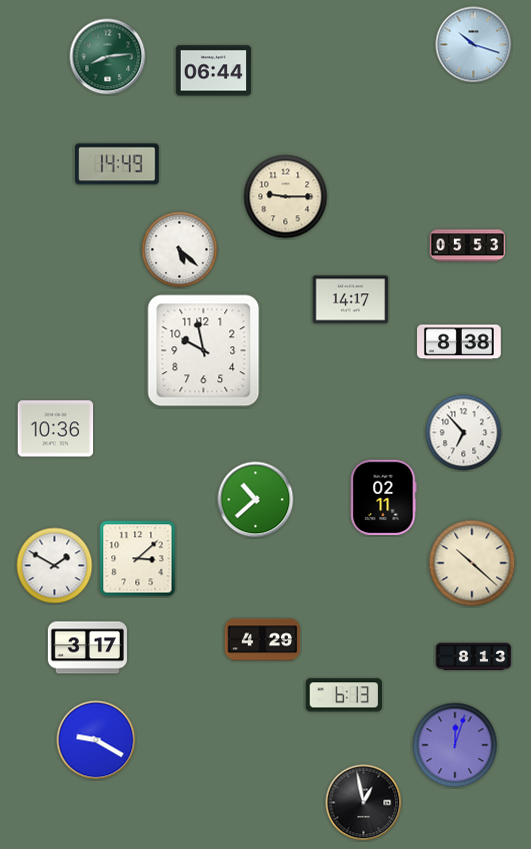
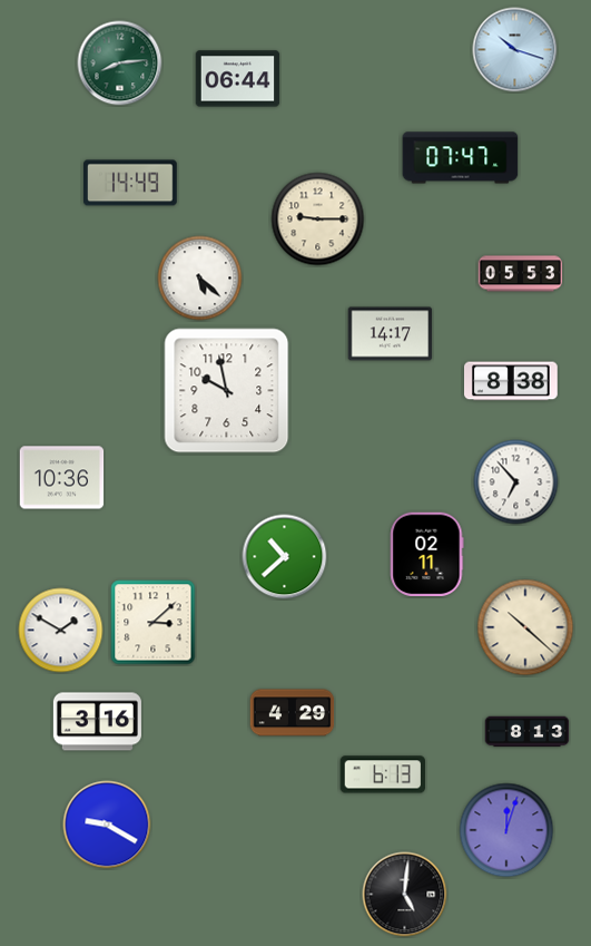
clock at (474, 45) position: (474, 45) -> (515, 50)
clock at (461, 158): none -> 07:47
clock at (87, 648): 3:17 -> 3:16
clock at (364, 803): 12:58 -> 5:01
